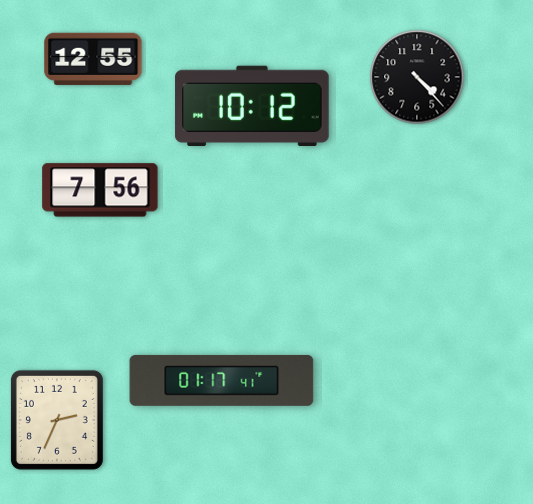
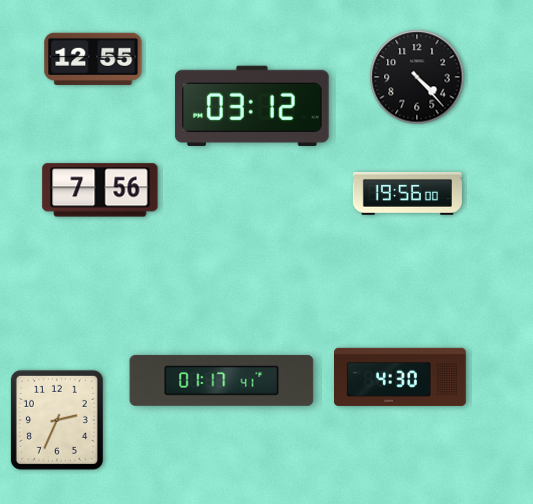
clock at (252, 105): 10:12 -> 03:12
clock at (407, 193): none -> 19:56
clock at (401, 377): none -> 4:30
